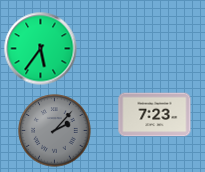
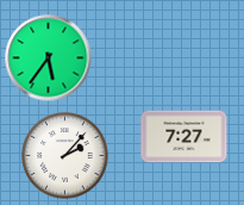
clock at (155, 115): 7:23 -> 7:27
clock at (55, 131) dial: grey -> white
